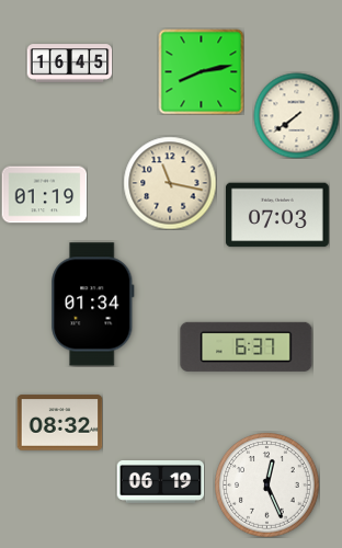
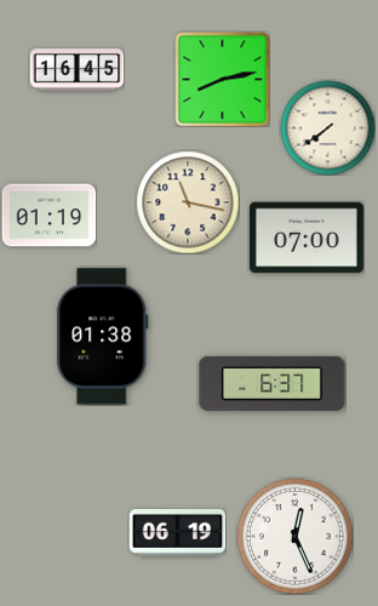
clock at (277, 215): 07:03 -> 07:00
clock at (93, 305): 01:34 -> 01:38
clock at (59, 423): 08:32 -> none
